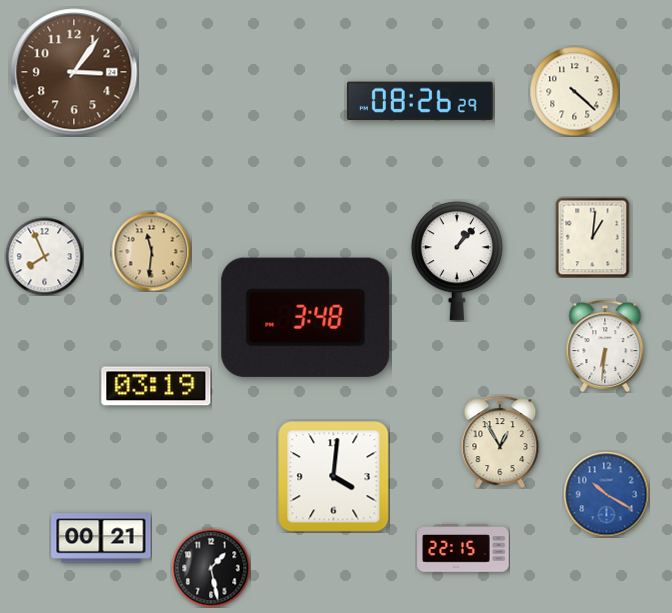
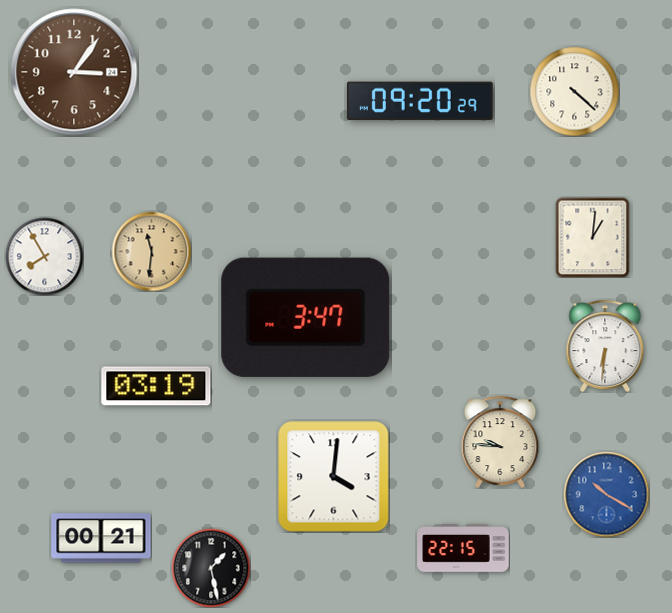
clock at (420, 101): 08:26 -> 09:20
clock at (44, 256): 7:56 -> 7:55
clock at (457, 261): 1:07 -> none
clock at (306, 317): 3:48 -> 3:47
clock at (500, 442): 12:55 -> 9:46
